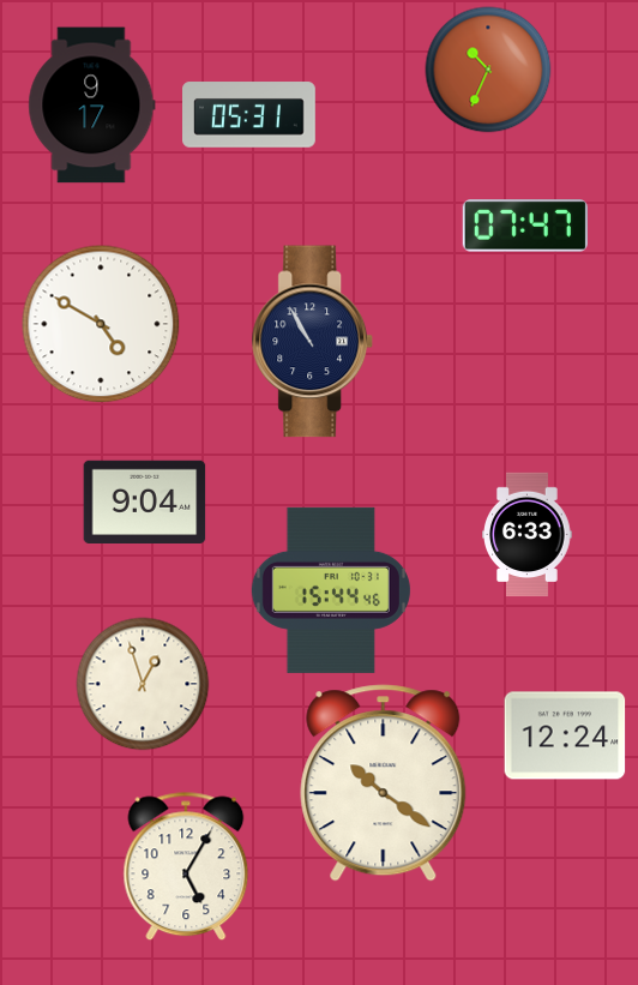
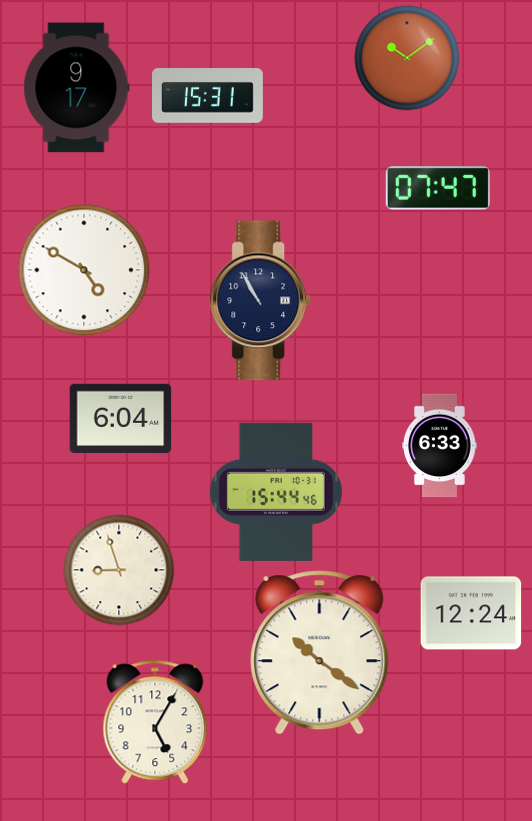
clock at (488, 70): 10:34 -> 10:09
clock at (249, 115): 05:31 -> 15:31
clock at (313, 342) position: (313, 342) -> (261, 301)
clock at (145, 501): 9:04 -> 6:04
clock at (143, 684): 12:57 -> 8:57
